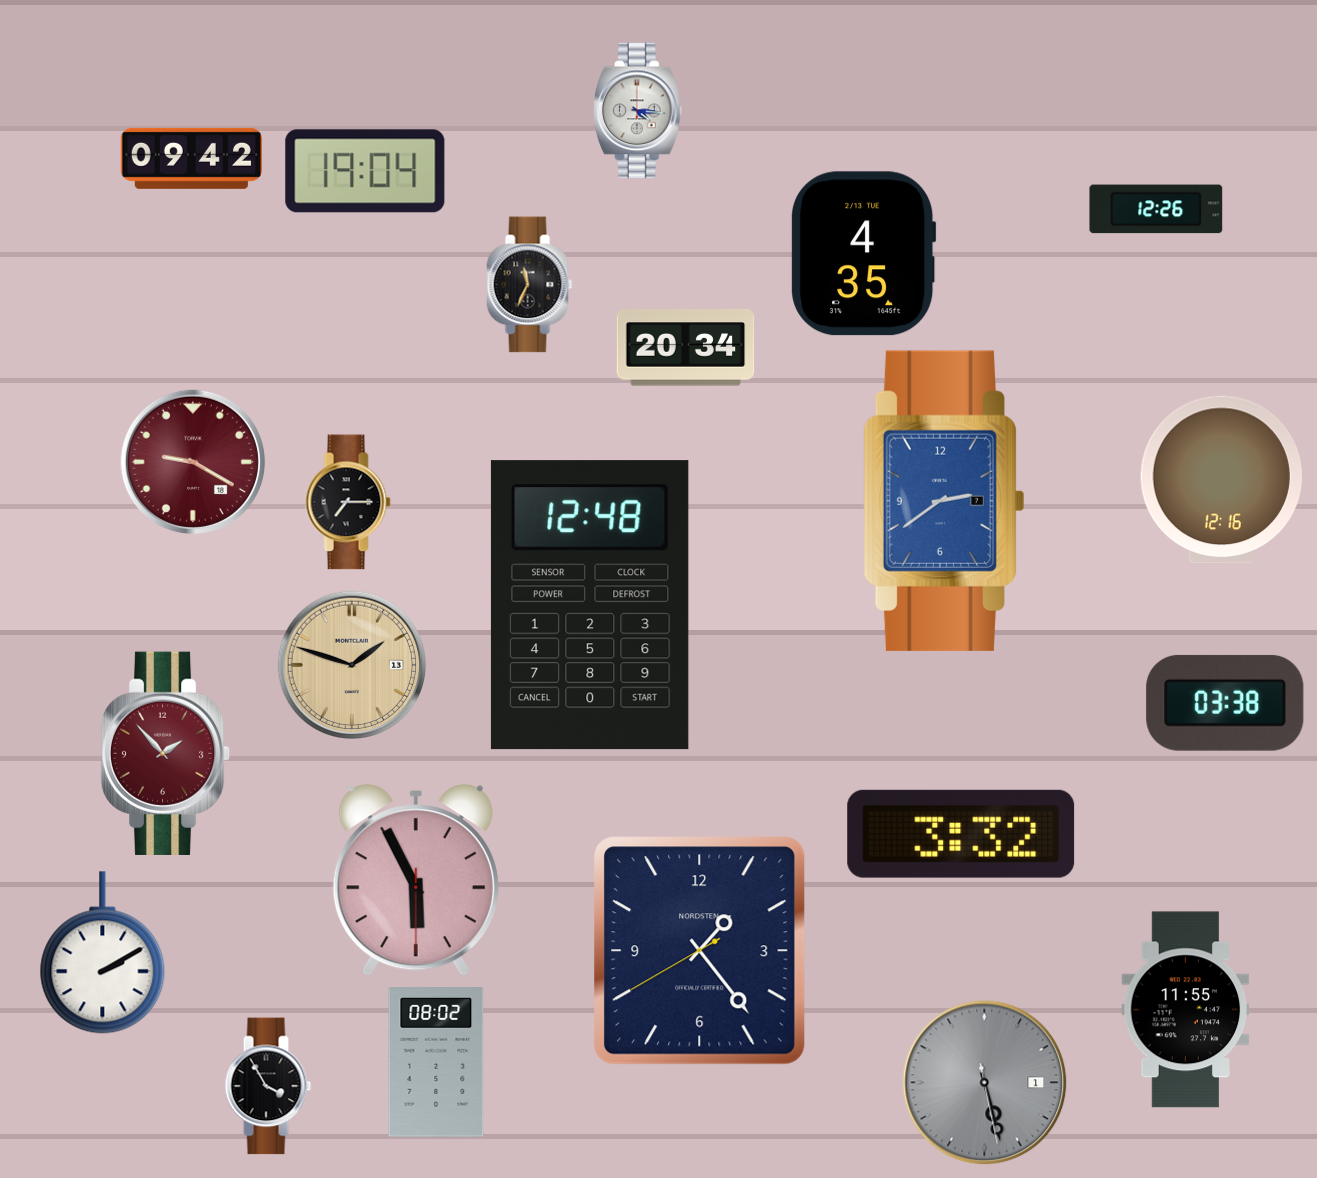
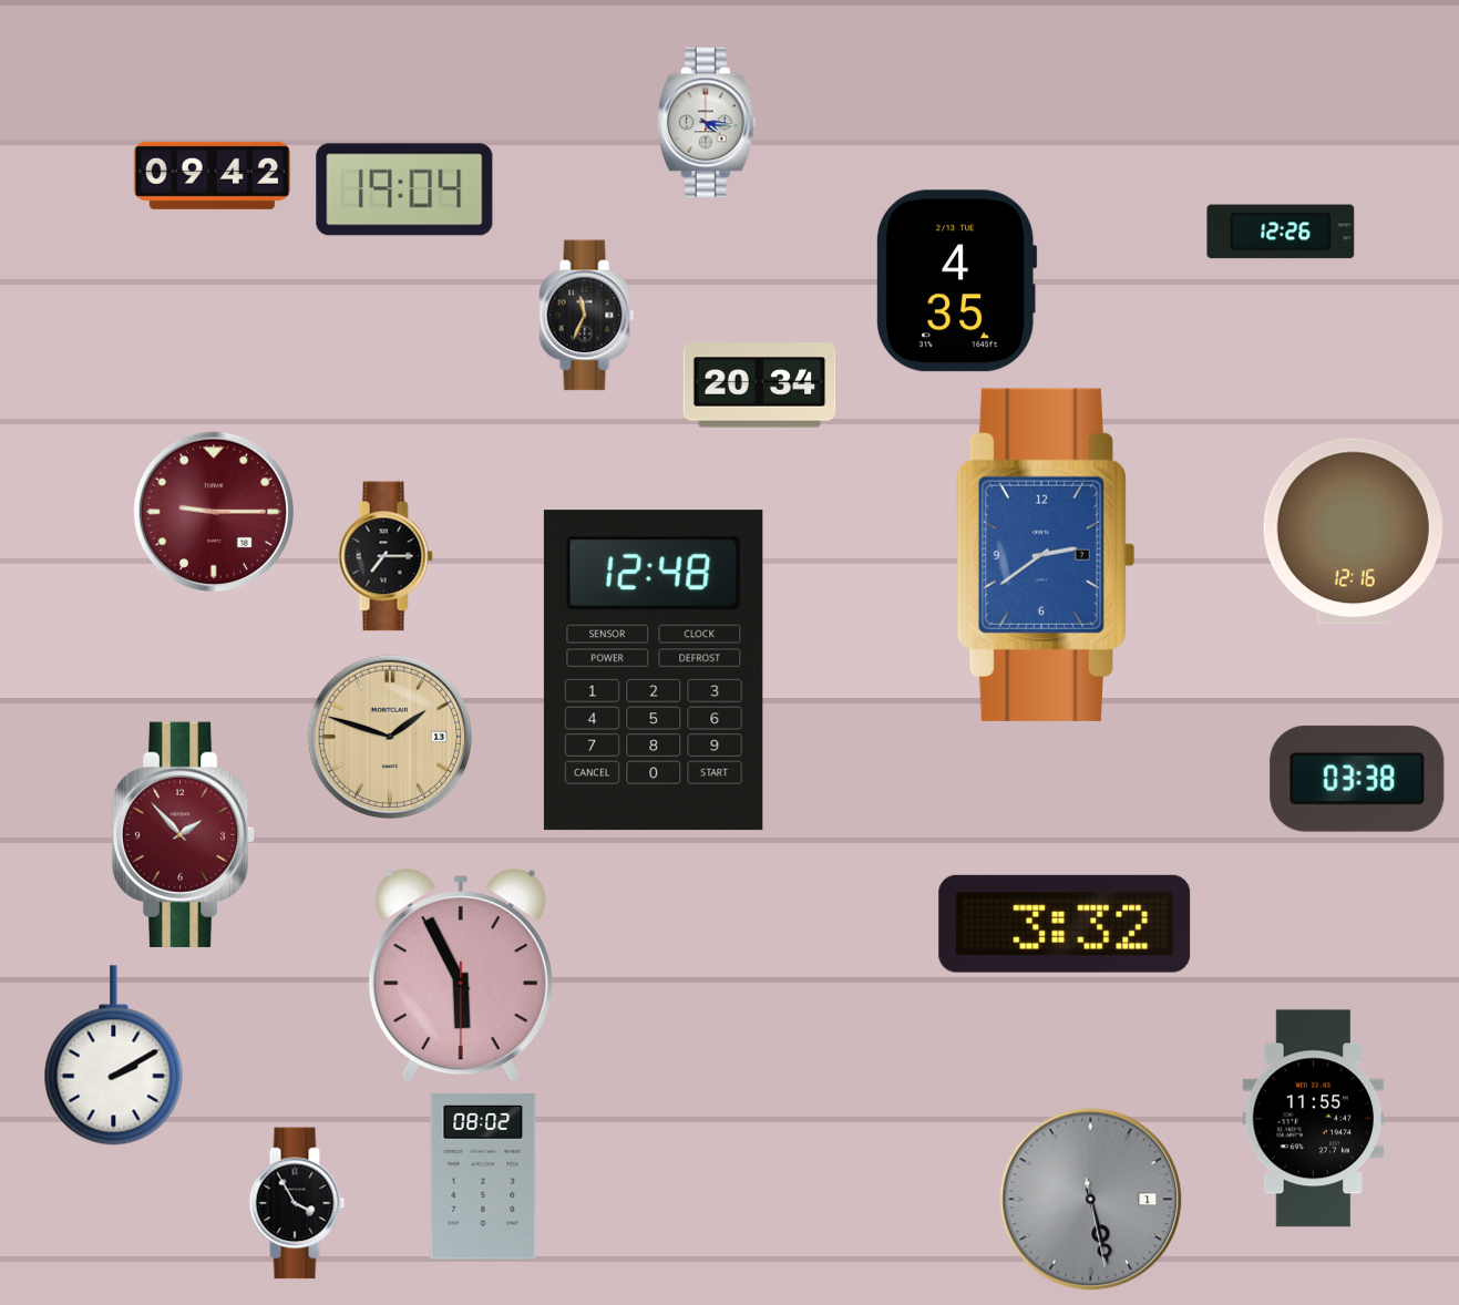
clock at (193, 462): 9:20 -> 9:15
clock at (700, 951): 1:23 -> none
